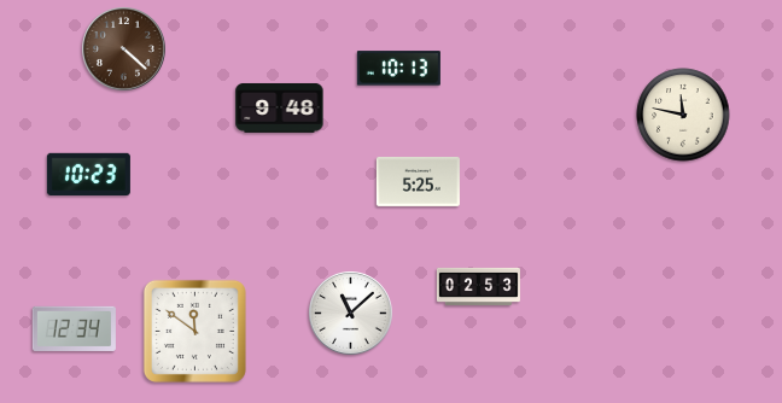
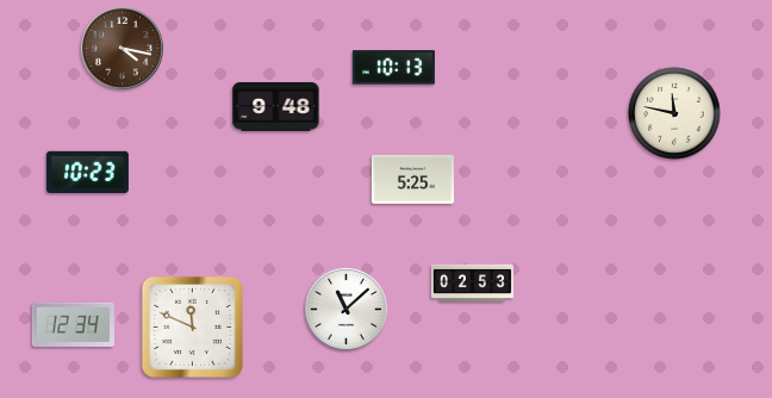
clock at (124, 49): 4:22 -> 4:17
clock at (194, 331): 11:51 -> 11:49
